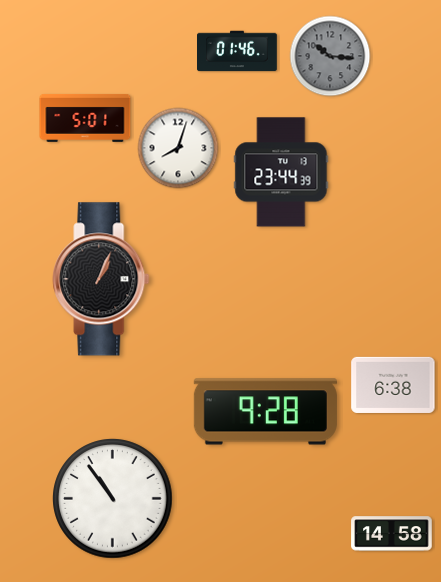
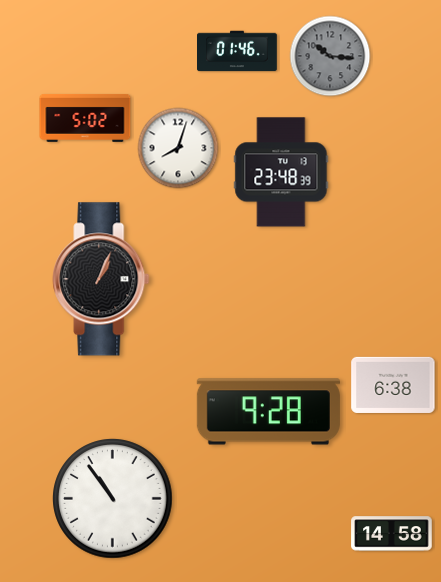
clock at (85, 118): 5:01 -> 5:02
clock at (281, 172): 23:44 -> 23:48
clock at (265, 412) position: (265, 412) -> (268, 412)
